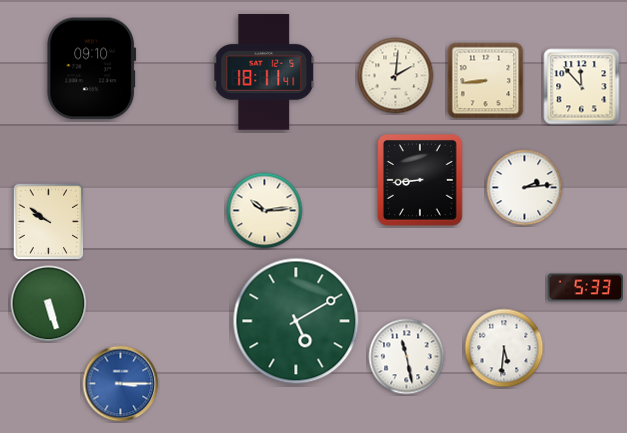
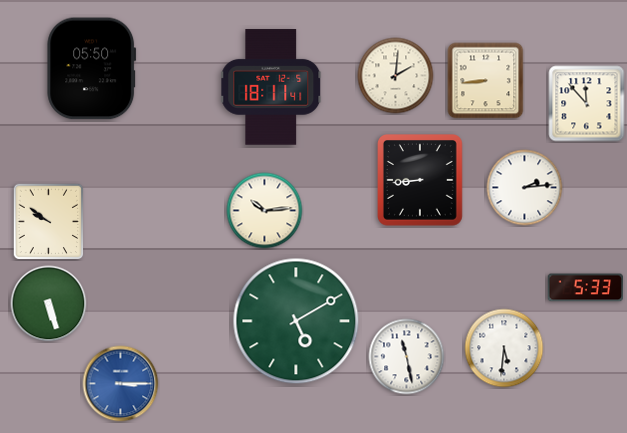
clock at (92, 69): 09:10 -> 05:50
clock at (265, 72) position: (265, 72) -> (272, 87)
clock at (582, 87) position: (582, 87) -> (587, 104)
